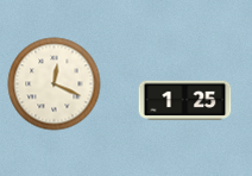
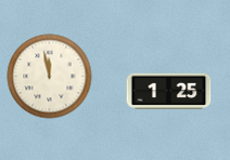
clock at (53, 83): 12:19 -> 11:58
